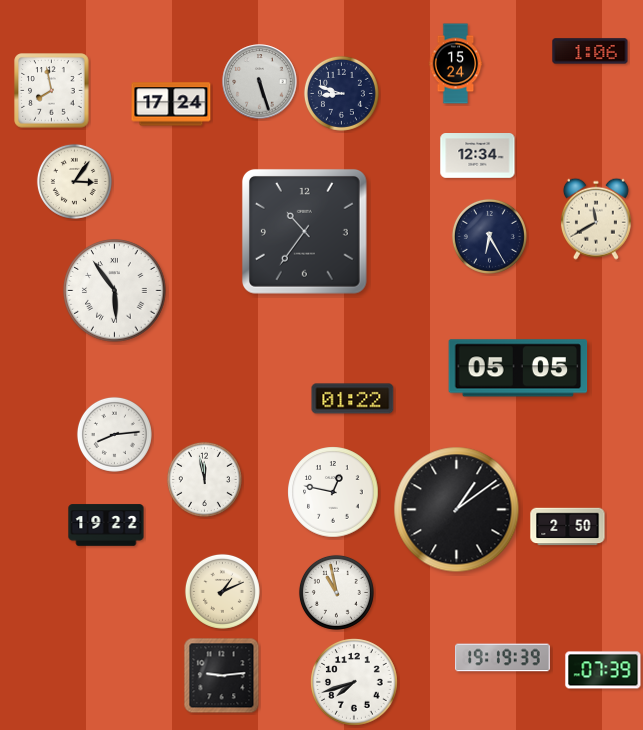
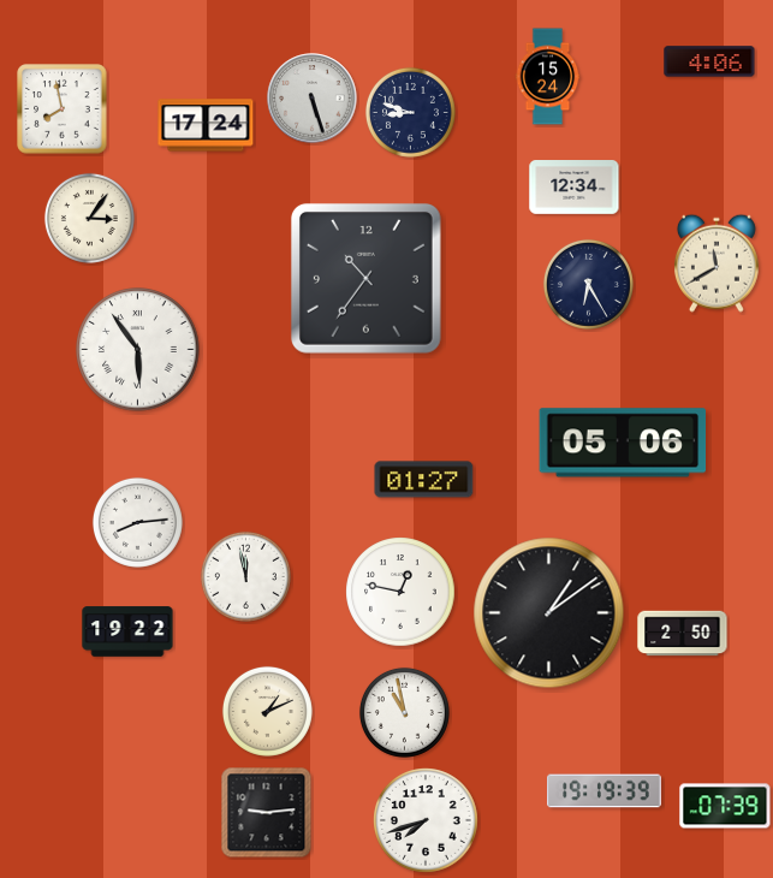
clock at (590, 51): 1:06 -> 4:06
clock at (518, 368): 05:05 -> 05:06
clock at (353, 399): 01:22 -> 01:27
